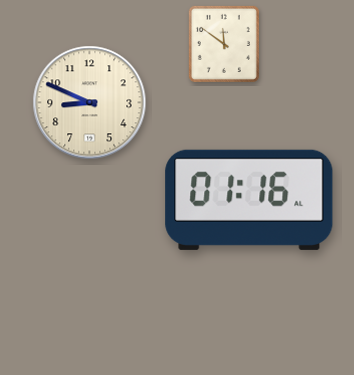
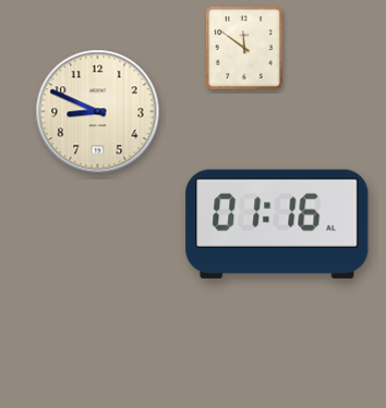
clock at (249, 200) position: (249, 200) -> (277, 224)
